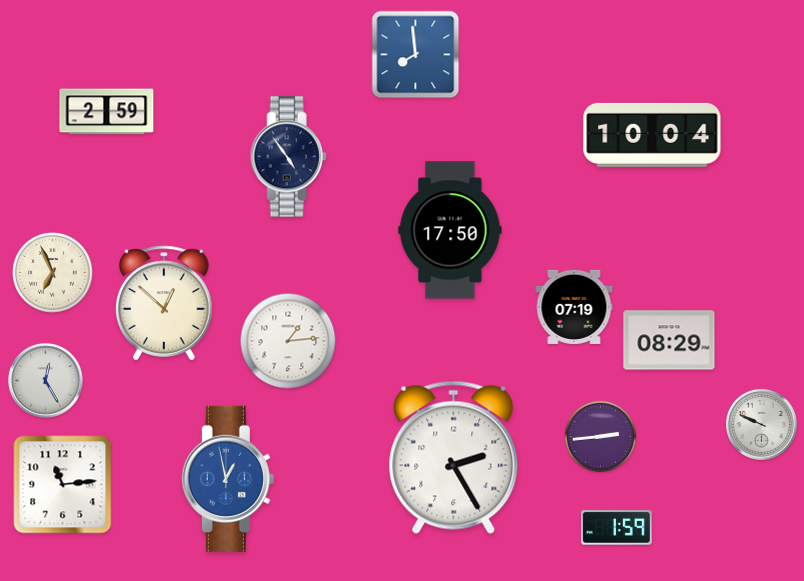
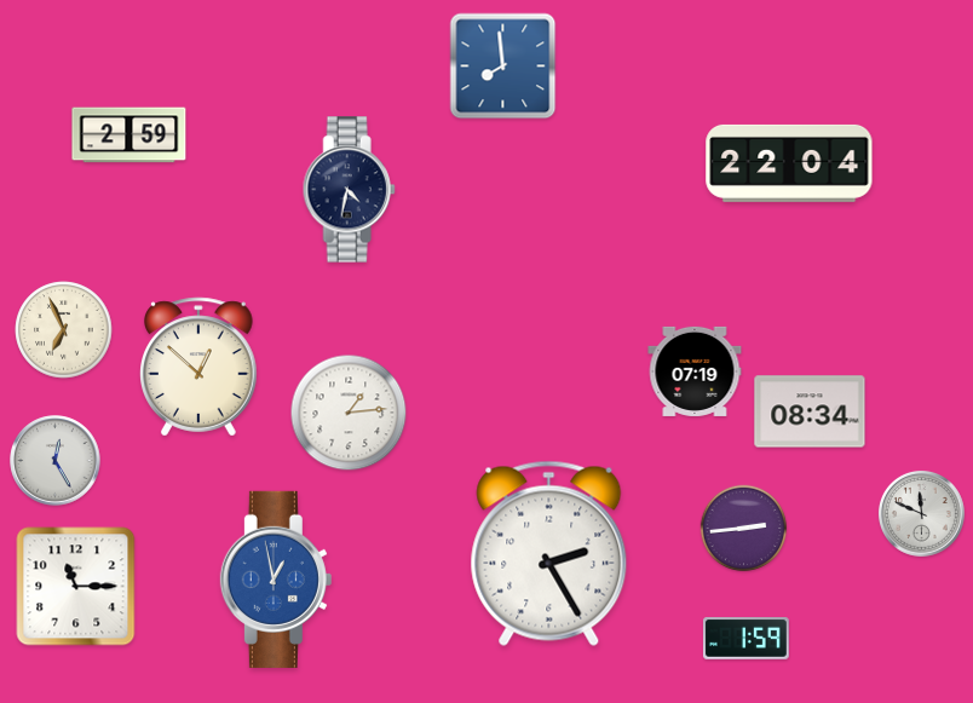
clock at (652, 135): 10:04 -> 22:04
clock at (288, 157): 4:54 -> 4:32
clock at (450, 230): 17:50 -> none
clock at (669, 340): 08:29 -> 08:34
clock at (761, 424): 9:49 -> 11:49
clock at (601, 437) position: (601, 437) -> (744, 529)
clock at (63, 485): 11:14 -> 11:15
